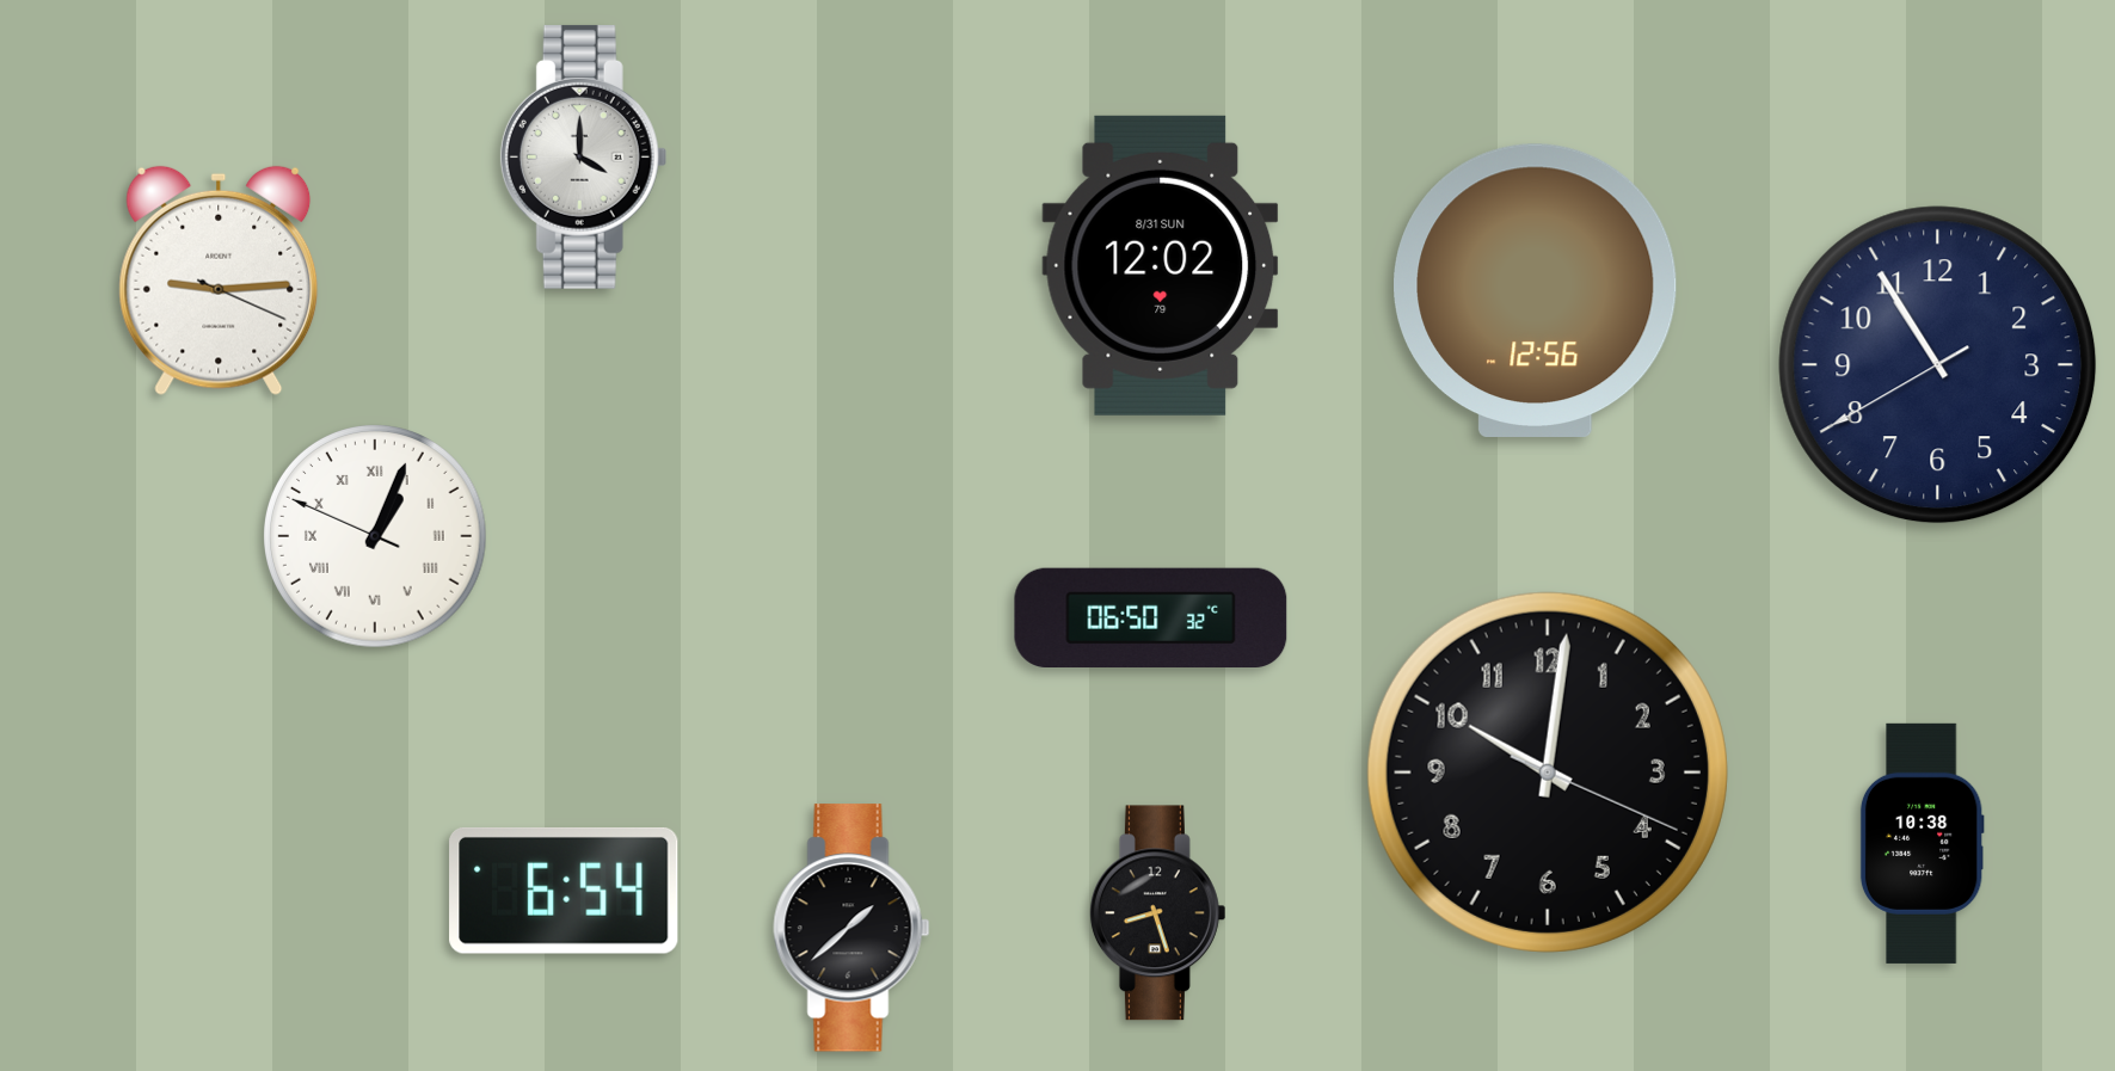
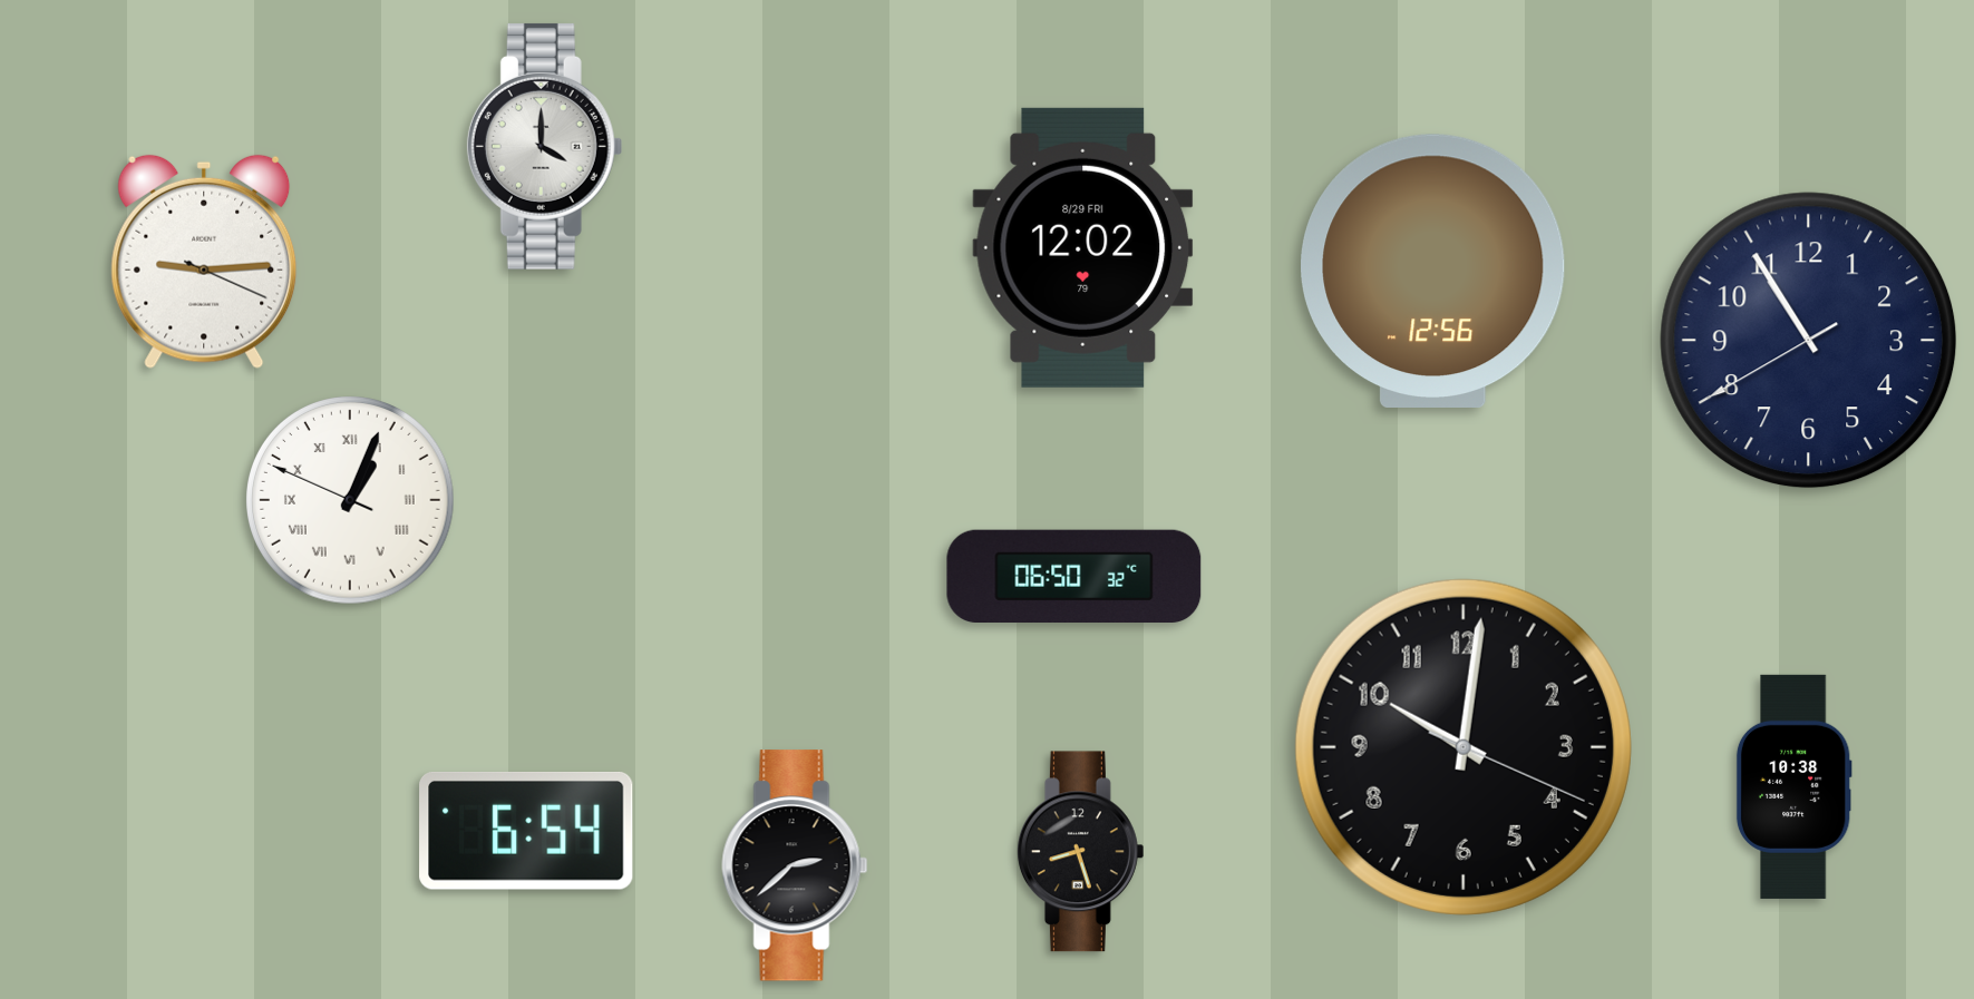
clock at (1161, 265) date: 8/31 SUN -> 8/29 FRI
clock at (1548, 773) position: (1548, 773) -> (1464, 747)
clock at (851, 928): 1:38 -> 2:38
